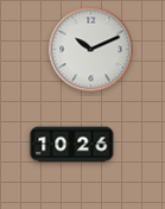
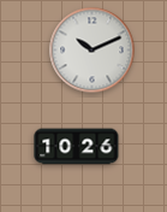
clock at (72, 145) position: (72, 145) -> (77, 147)
